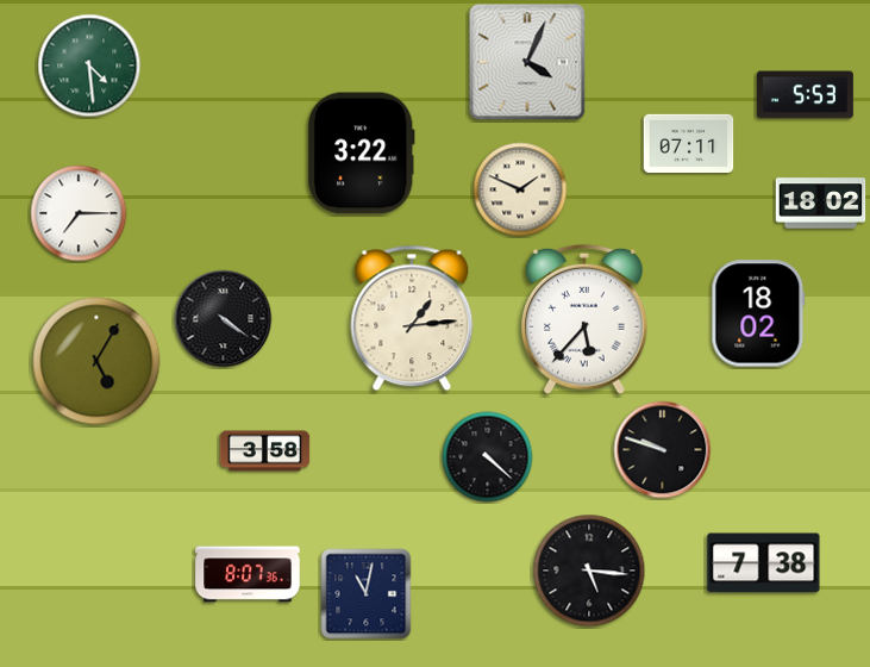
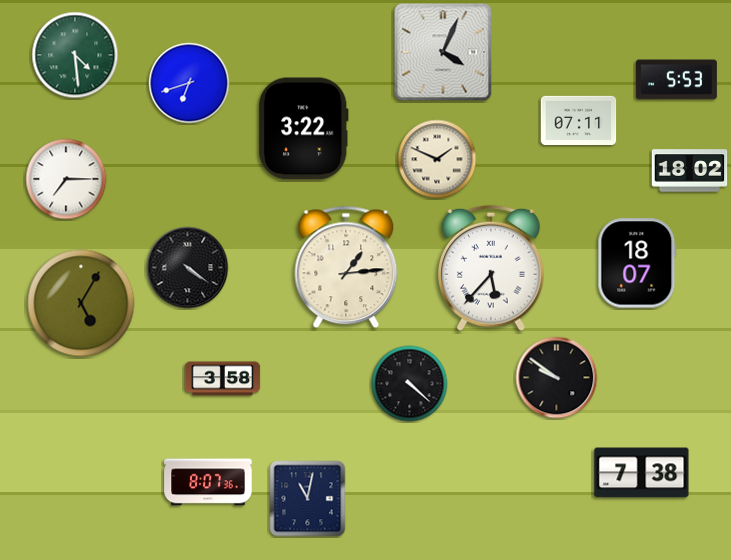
clock at (189, 83): none -> 6:42
clock at (758, 313): 18:02 -> 18:07
clock at (663, 450): 9:48 -> 9:51
clock at (589, 571): 5:16 -> none
